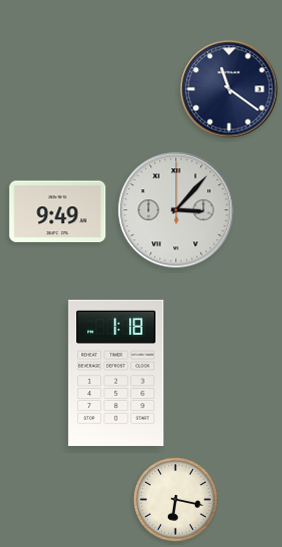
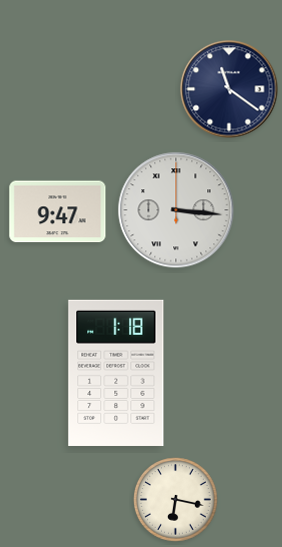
clock at (176, 210): 3:07 -> 3:16
clock at (58, 212): 9:49 -> 9:47
